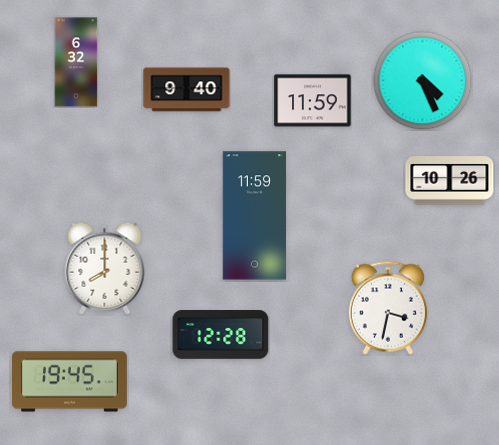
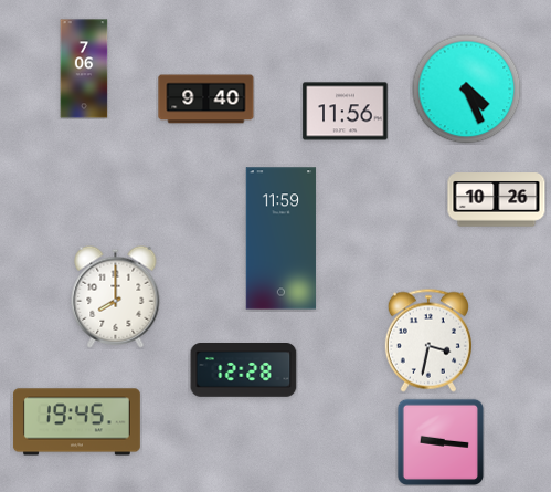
clock at (76, 62): 6:32 -> 7:06
clock at (313, 101): 11:59 -> 11:56
clock at (441, 442): none -> 9:16
